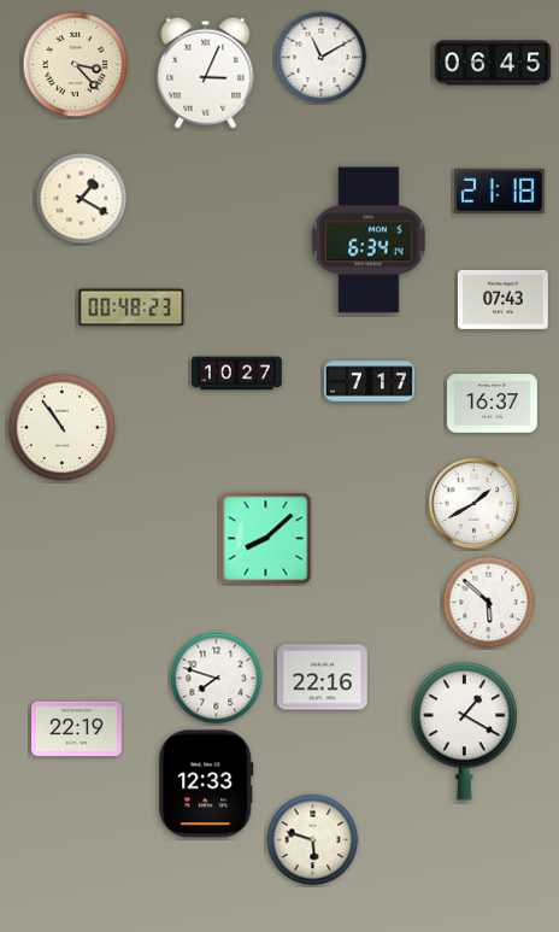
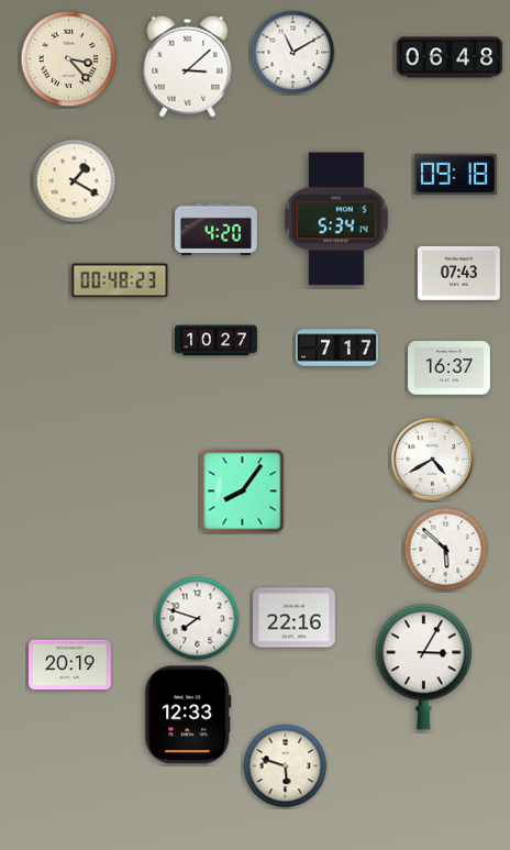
clock at (493, 63): 06:45 -> 06:48
clock at (206, 72): 3:04 -> 3:08
clock at (499, 190): 21:18 -> 09:18
clock at (369, 240): 6:34 -> 5:34
clock at (217, 230): none -> 4:20
clock at (63, 428): 10:54 -> none
clock at (473, 503): 1:40 -> 4:40
clock at (266, 539): 8:08 -> 8:06
clock at (77, 729): 22:19 -> 20:19
clock at (464, 732): 1:20 -> 3:05
